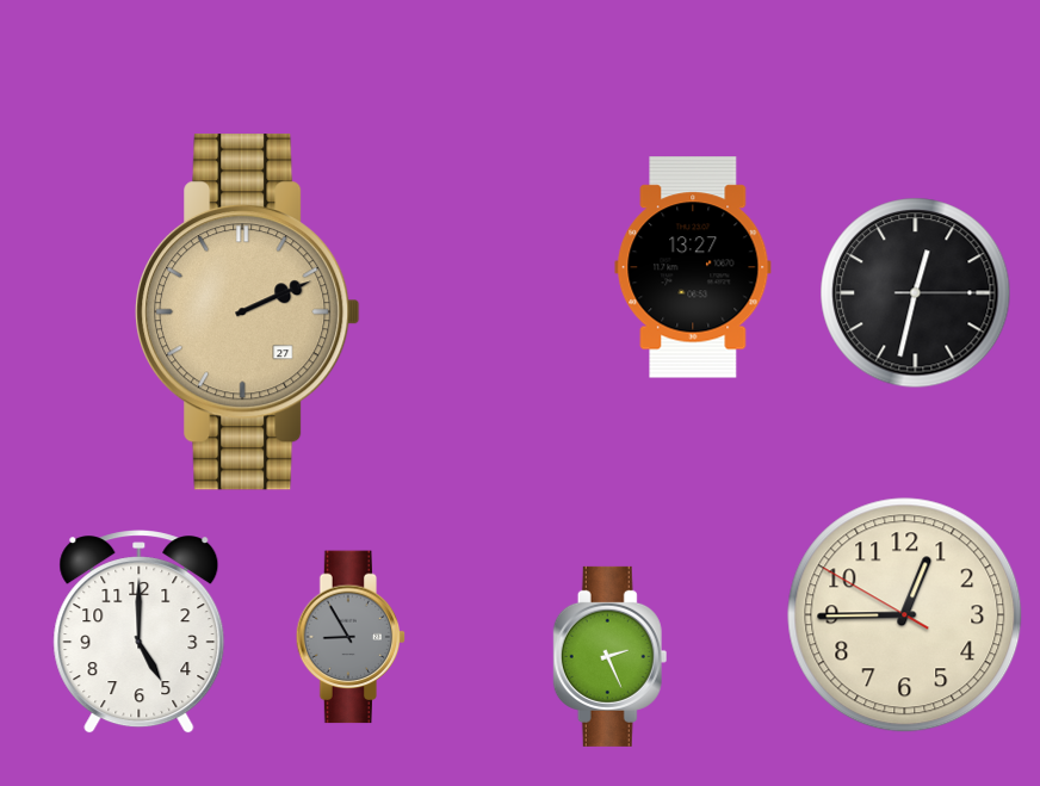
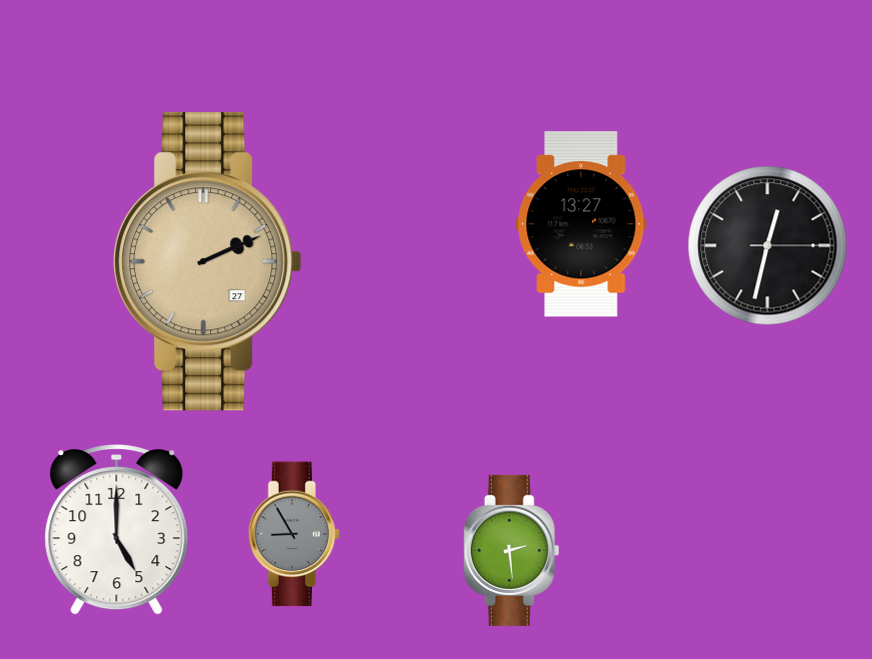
clock at (905, 615): 12:44 -> none
clock at (611, 656): 2:26 -> 2:29
